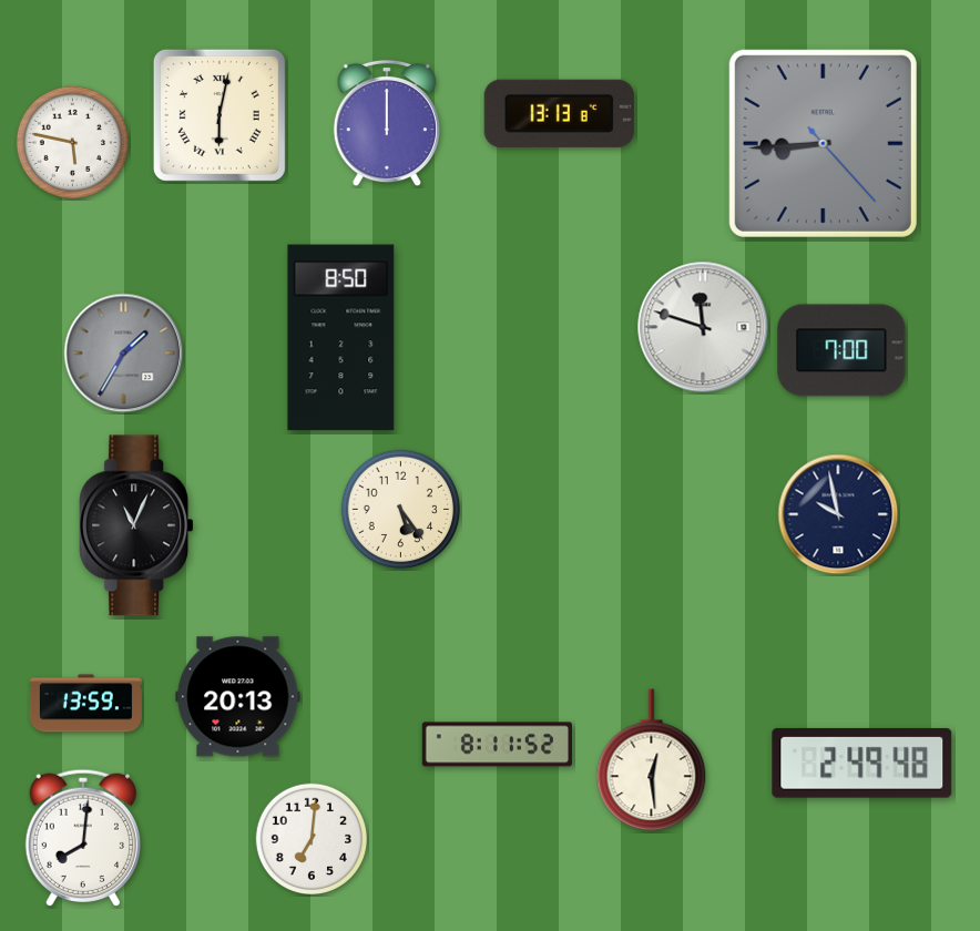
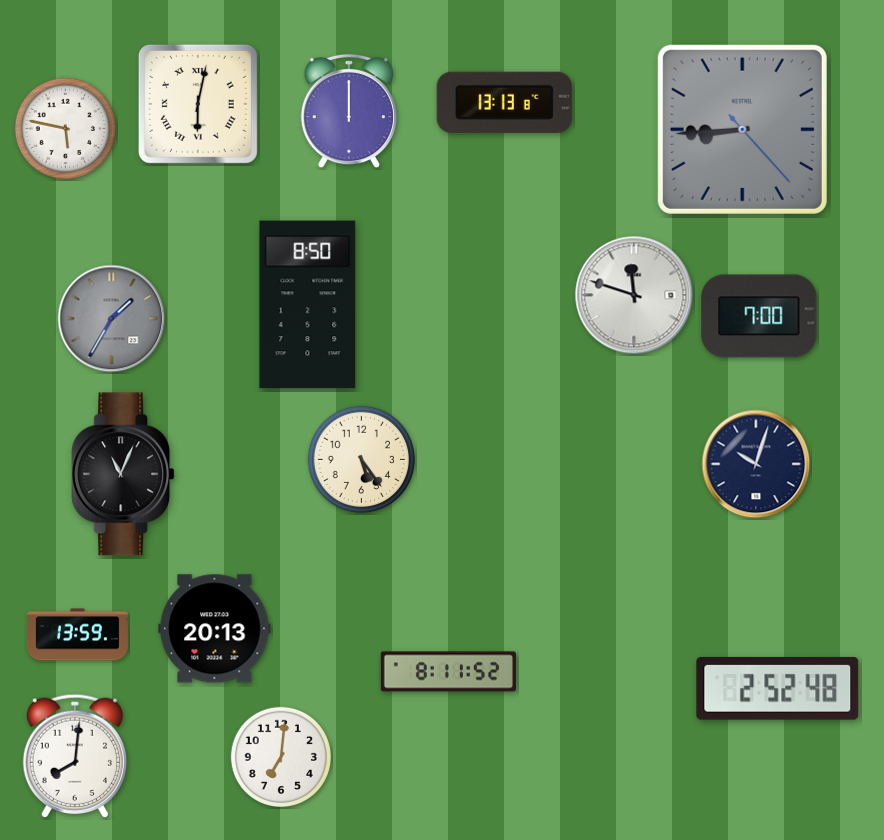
clock at (838, 514): 9:58 -> 10:03
clock at (652, 760): 12:29 -> none
clock at (862, 763): 2:49 -> 2:52
